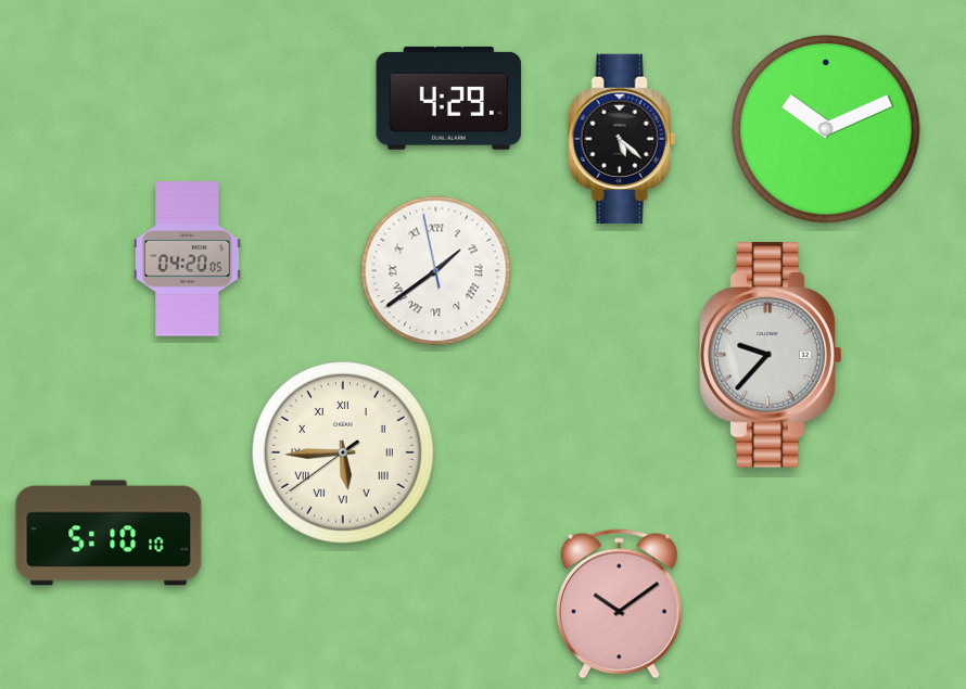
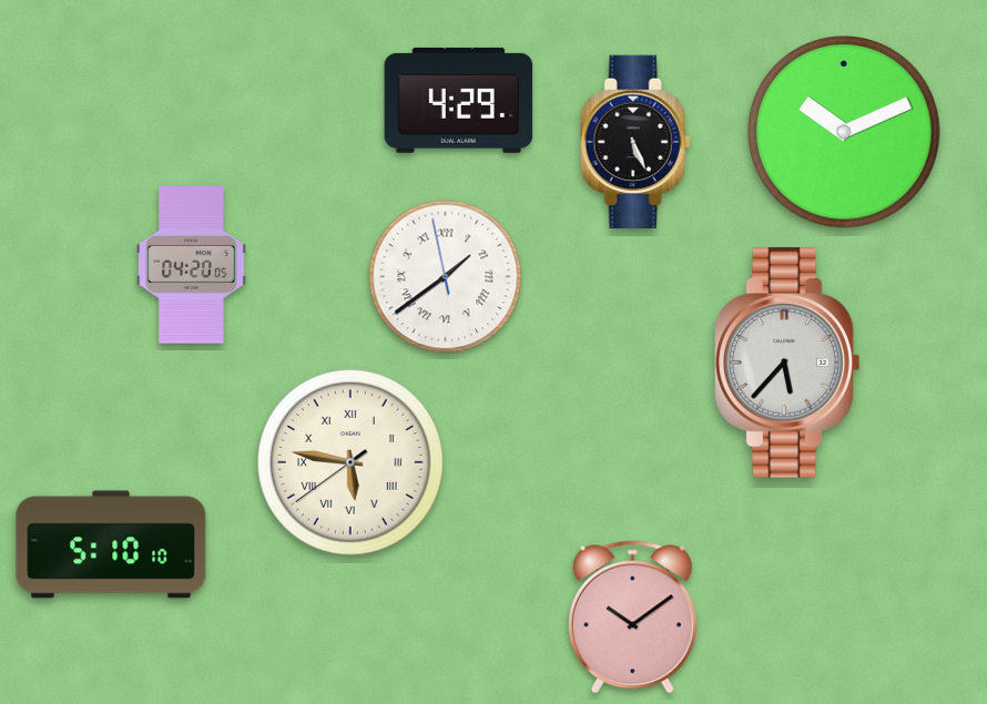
clock at (622, 138): 5:22 -> 5:26
clock at (771, 355): 9:37 -> 5:37
clock at (343, 452): 5:44 -> 5:46
